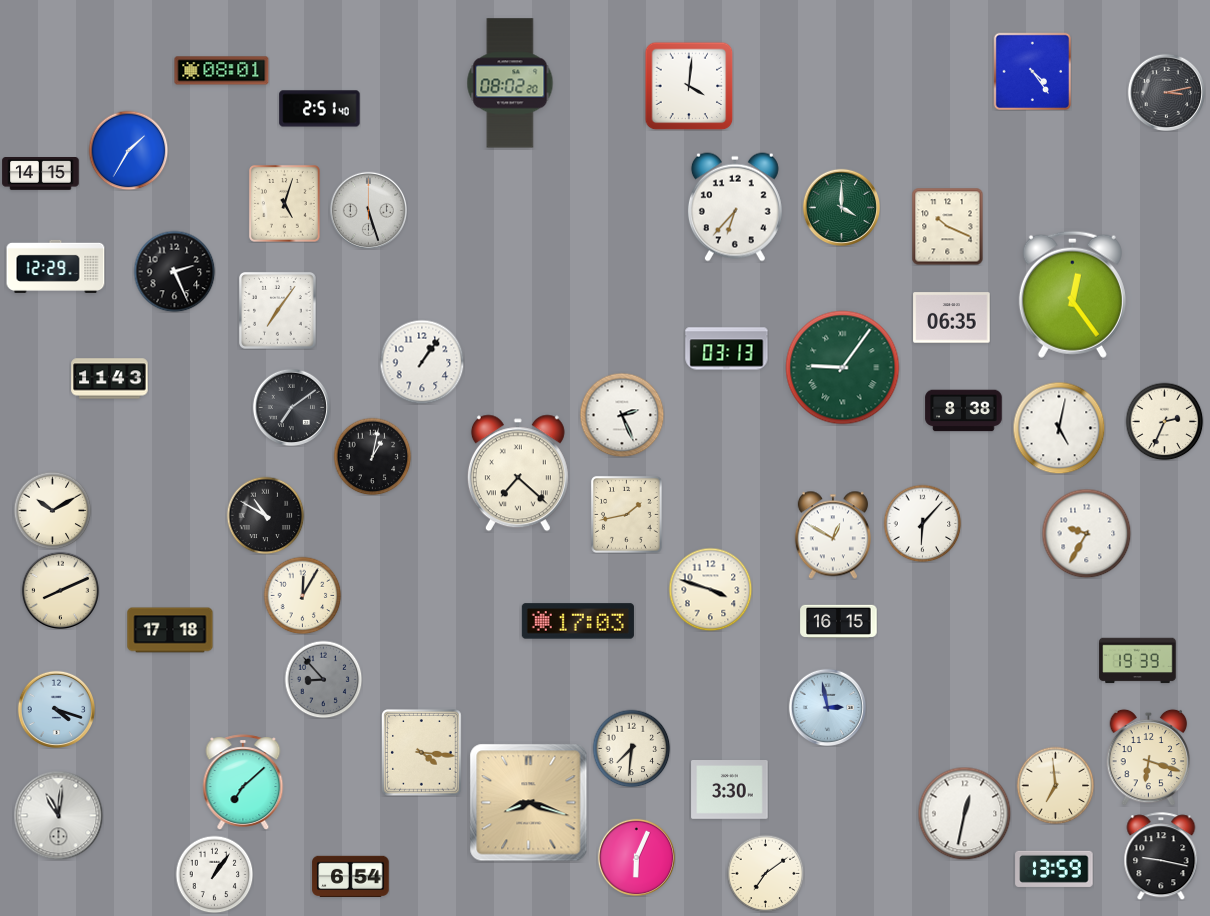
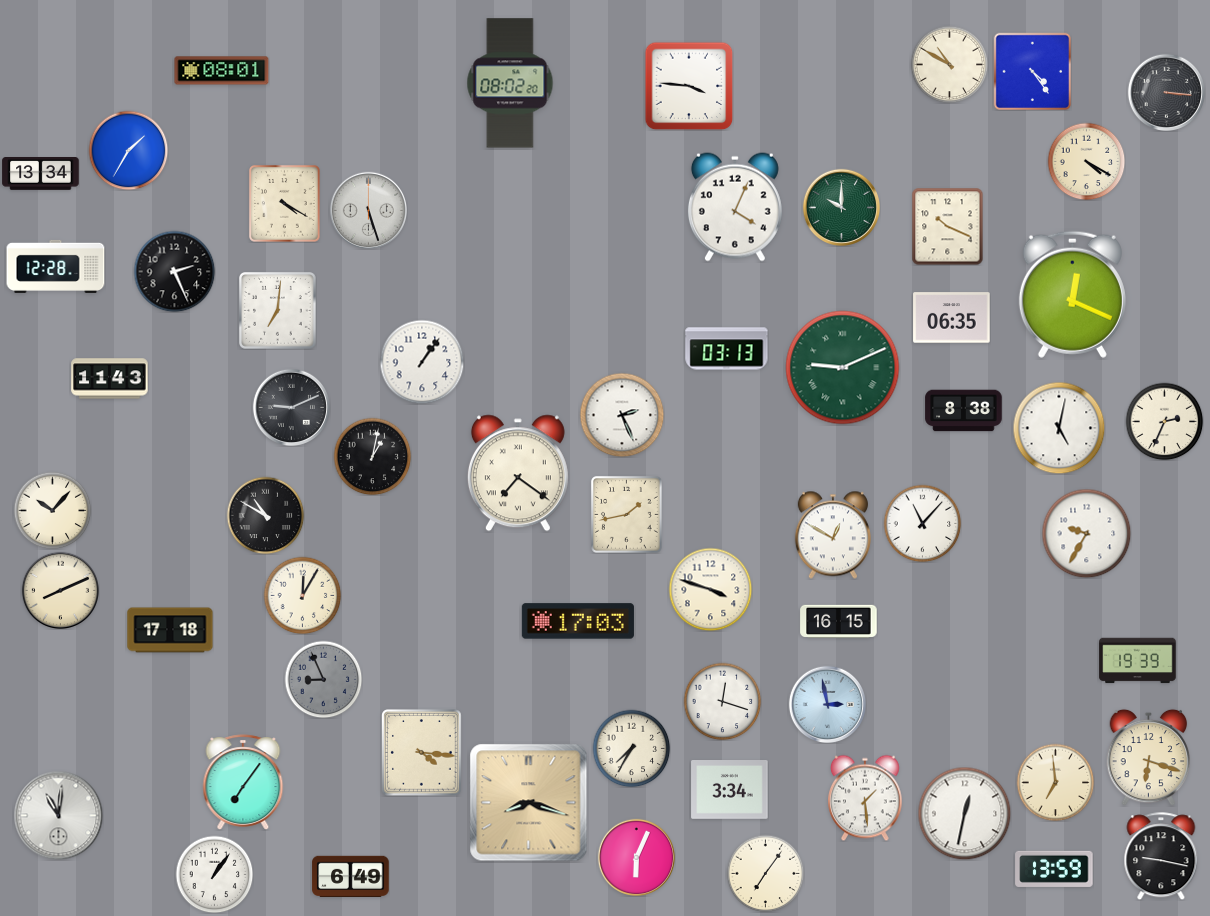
clock at (949, 64): none -> 10:50
clock at (689, 86): 4:01 -> 3:46
clock at (1166, 92): 3:13 -> 3:16
clock at (320, 109): 2:51 -> none
clock at (1086, 161): none -> 4:20
clock at (41, 174): 14:15 -> 13:34
clock at (284, 203): 5:03 -> 4:20
clock at (735, 207): 6:37 -> 4:04
clock at (841, 207): 4:00 -> 10:00
clock at (56, 266): 12:29 -> 12:28
clock at (1072, 294): 12:24 -> 12:19
clock at (278, 311): 7:06 -> 7:01
clock at (843, 368): 9:06 -> 9:11
clock at (291, 407): 7:09 -> 9:11
clock at (518, 473): 7:22 -> 7:21
clock at (52, 510): 10:10 -> 10:07
clock at (922, 523): 6:07 -> 11:07
clock at (323, 679): 8:53 -> 8:56
clock at (722, 701): none -> 12:18
clock at (827, 707) position: (827, 707) -> (827, 704)
clock at (56, 709): 4:18 -> none
clock at (631, 748): 7:31 -> 7:35
clock at (243, 782): 7:08 -> 7:06
clock at (1055, 785) position: (1055, 785) -> (1055, 782)
clock at (730, 790): 3:30 -> 3:34
clock at (866, 798): none -> 1:29
clock at (765, 873): 7:09 -> 7:06
clock at (351, 876): 6:54 -> 6:49
